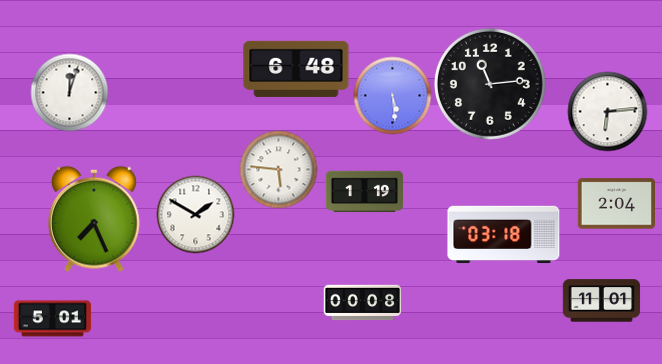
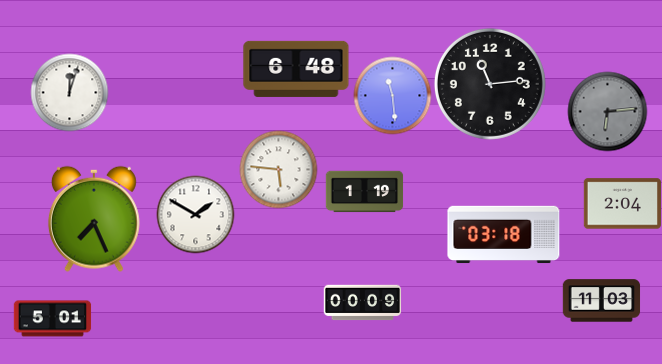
clock at (392, 95): 5:29 -> 11:29
clock at (607, 111) dial: white -> grey
clock at (616, 204) position: (616, 204) -> (622, 204)
clock at (601, 301): 11:01 -> 11:03
clock at (362, 303): 00:08 -> 00:09
